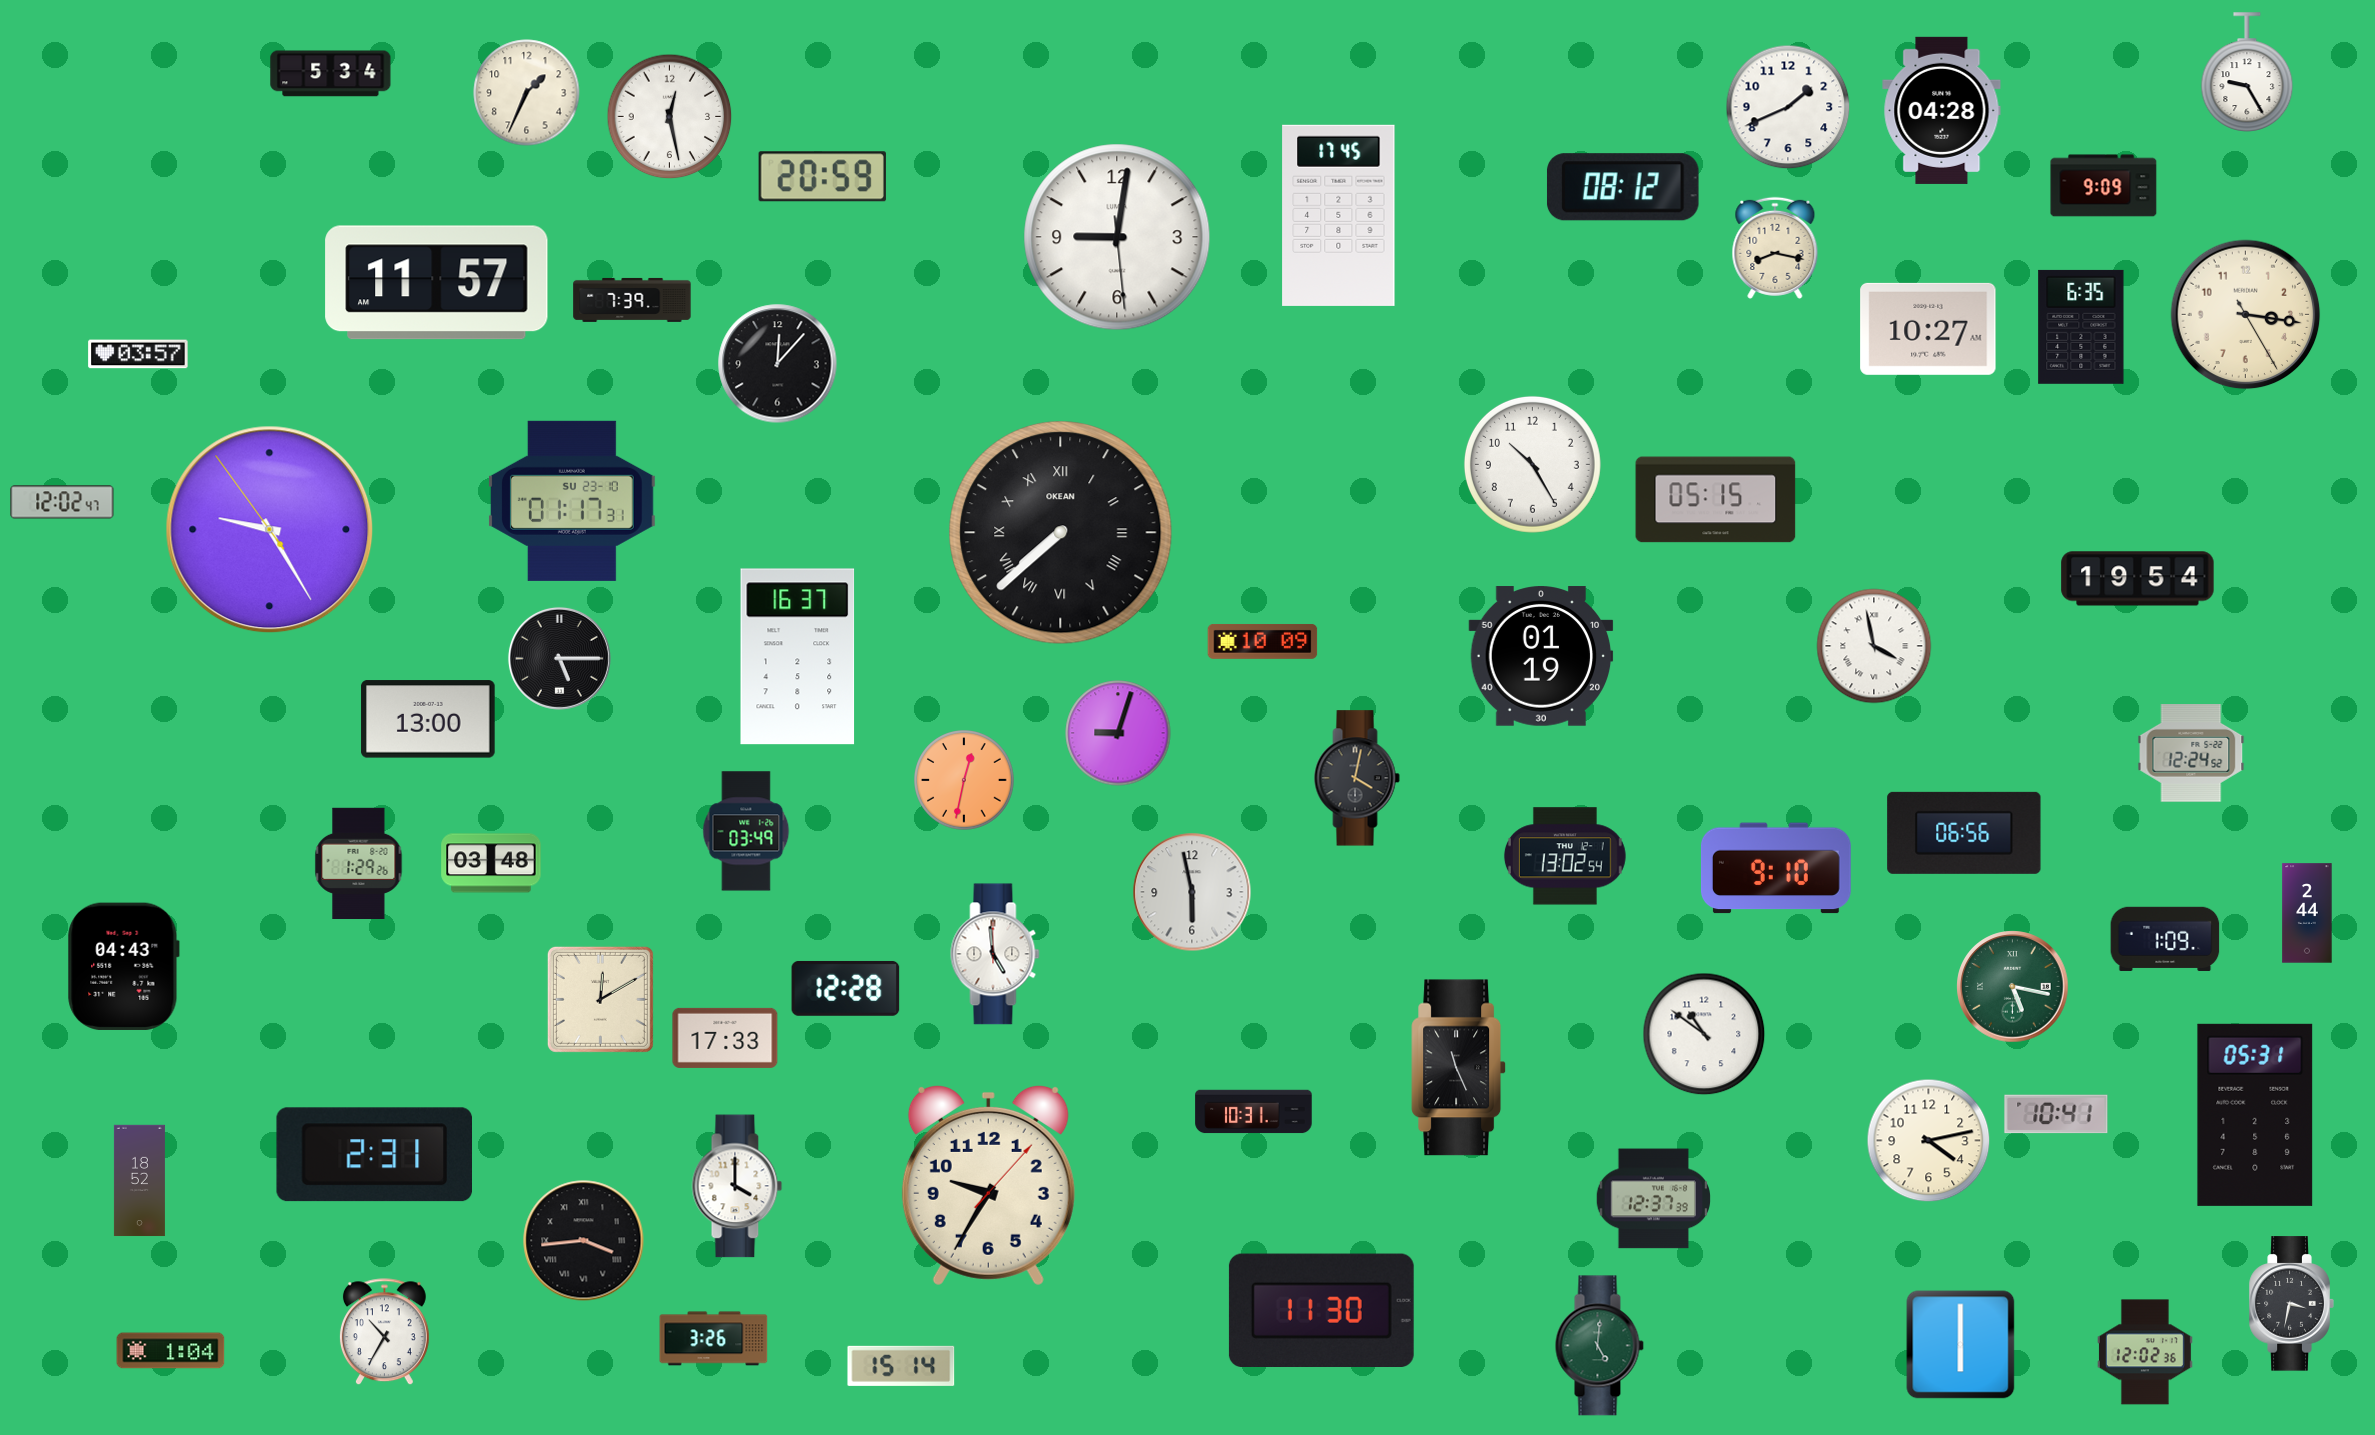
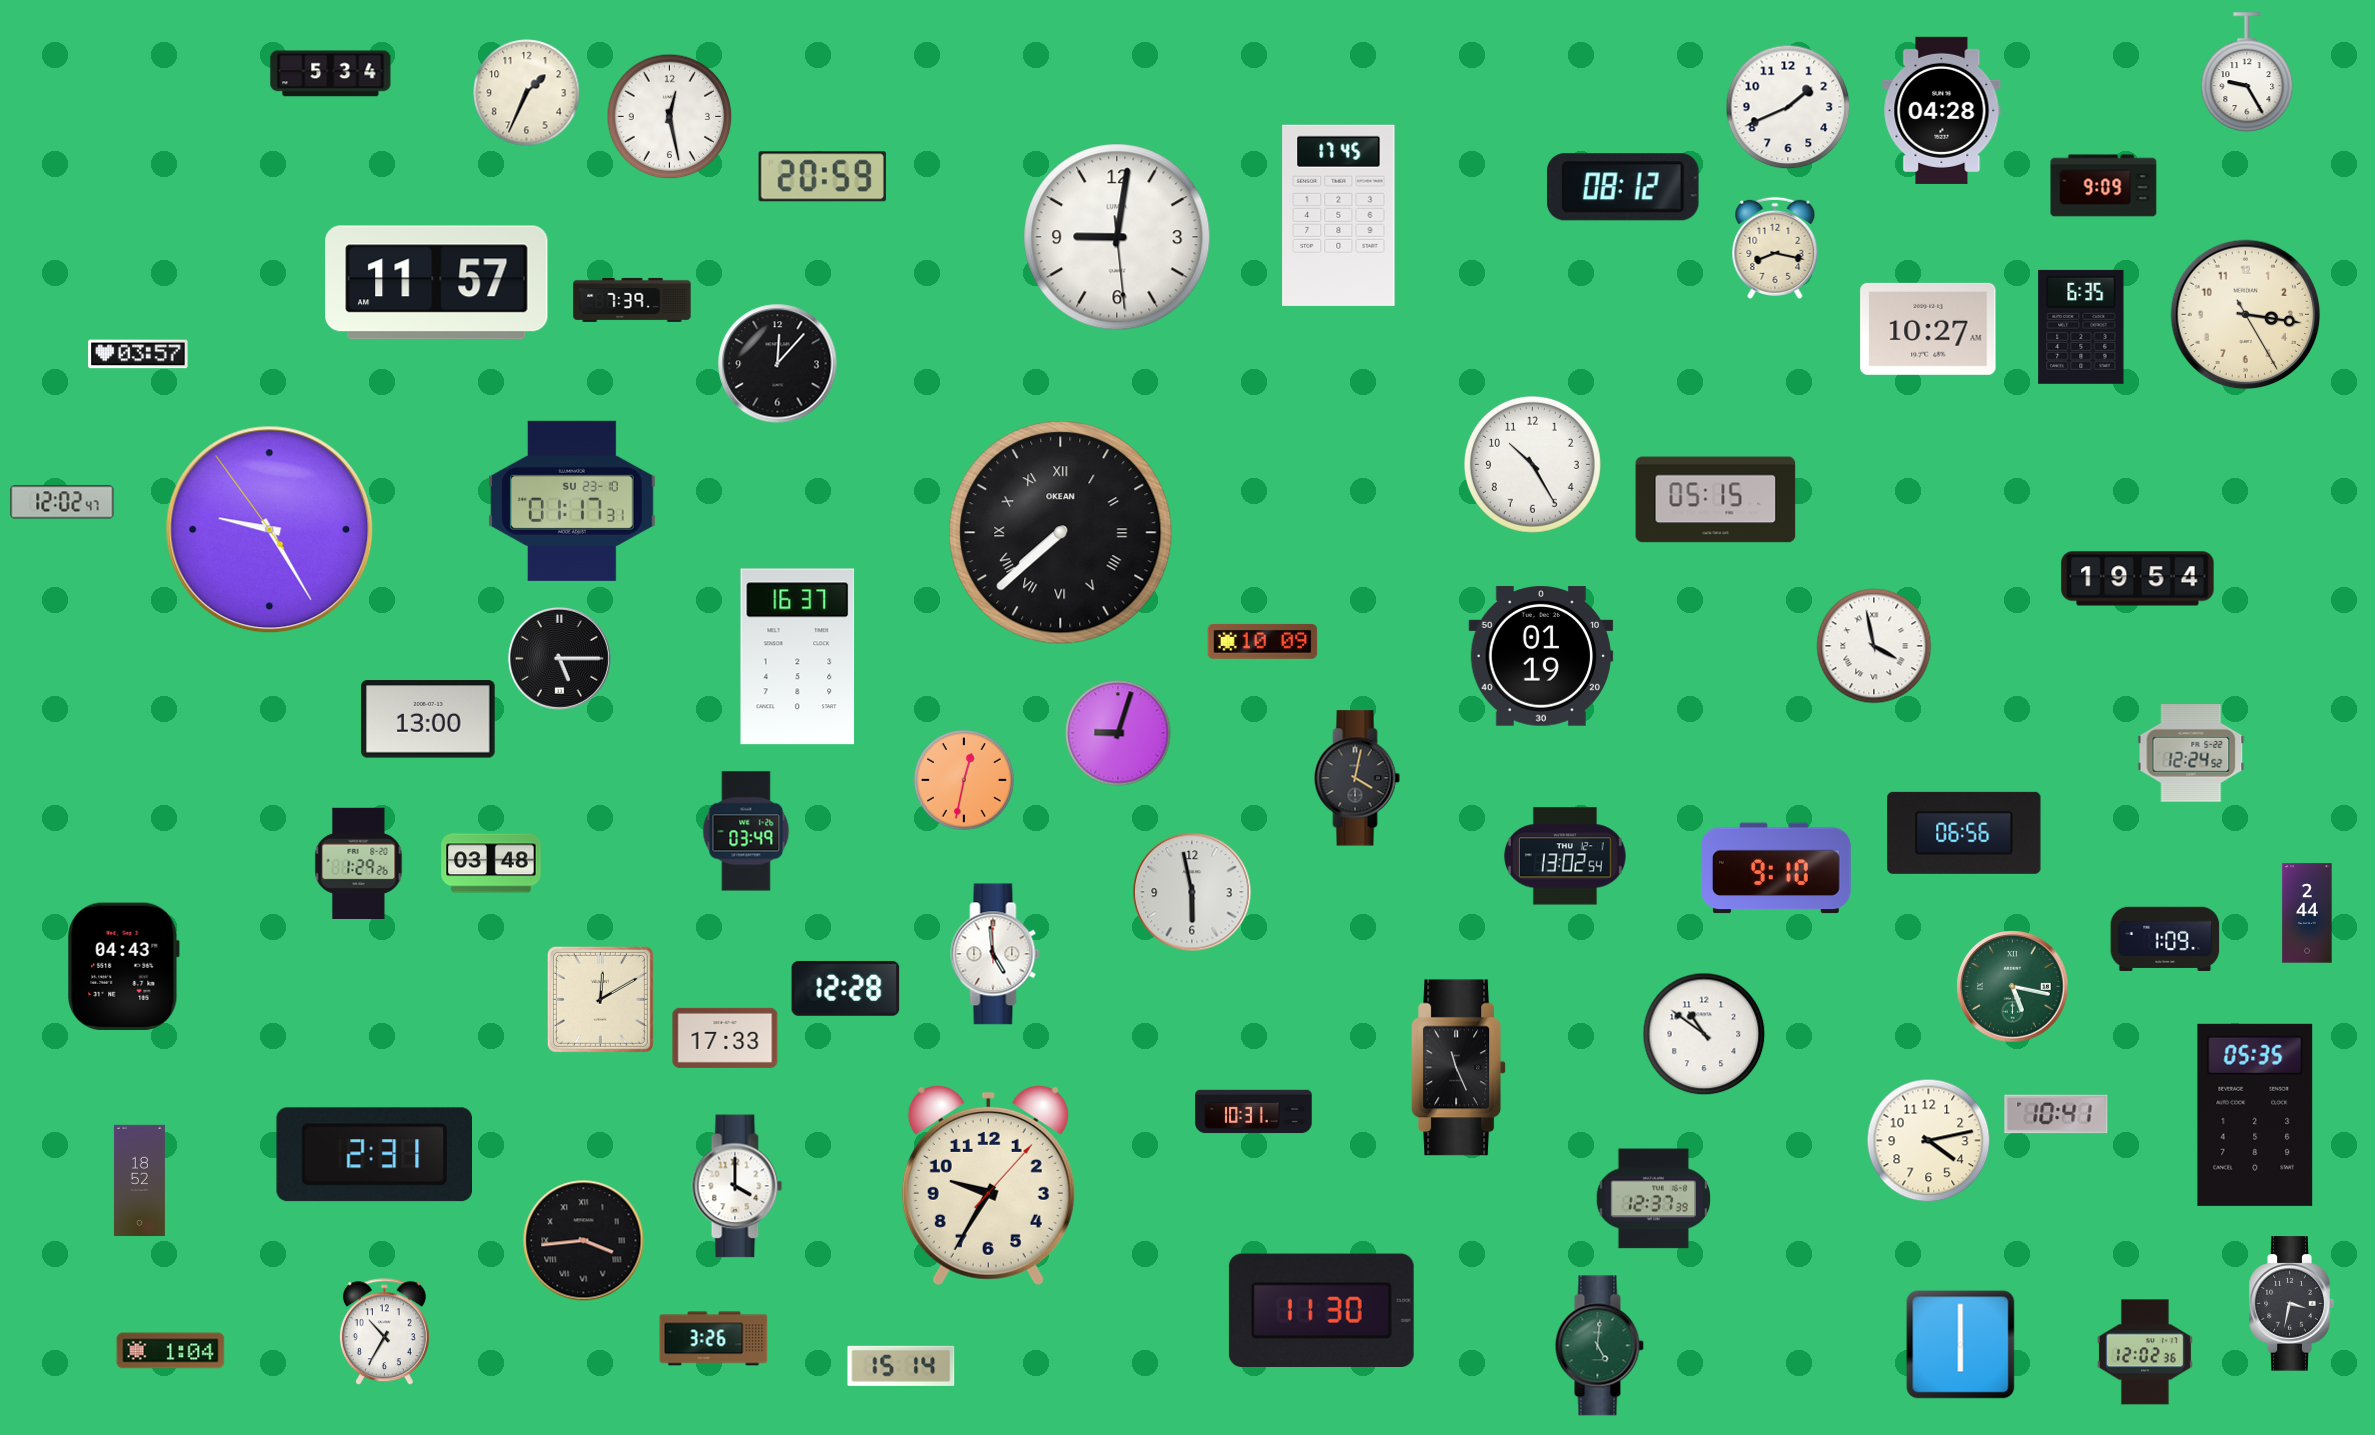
clock at (2255, 1115): 05:31 -> 05:35
